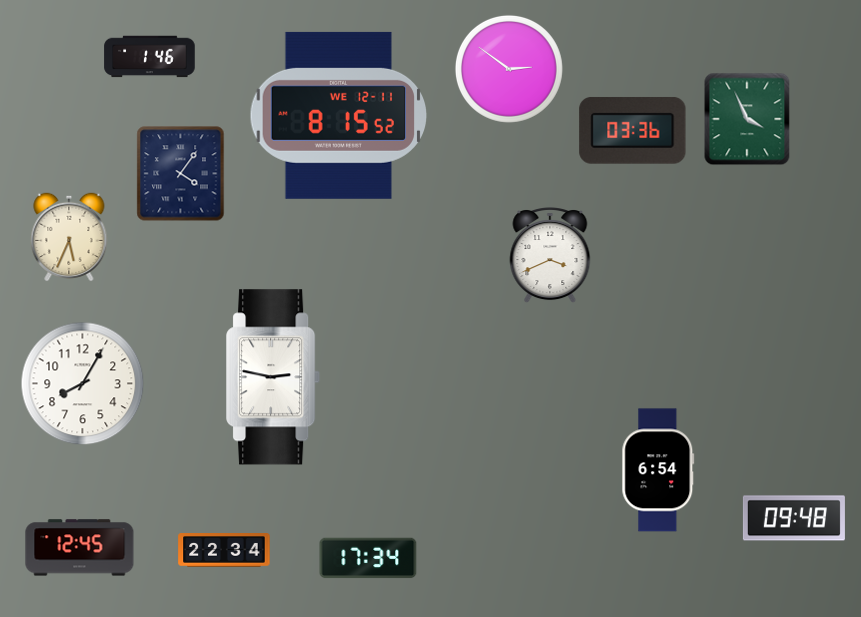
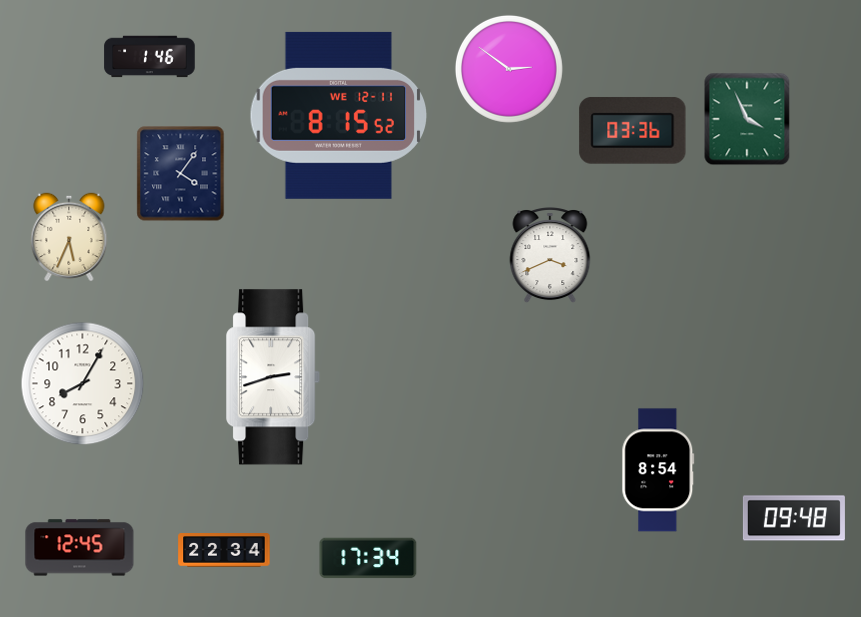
clock at (274, 377): 2:47 -> 2:42
clock at (658, 470): 6:54 -> 8:54
